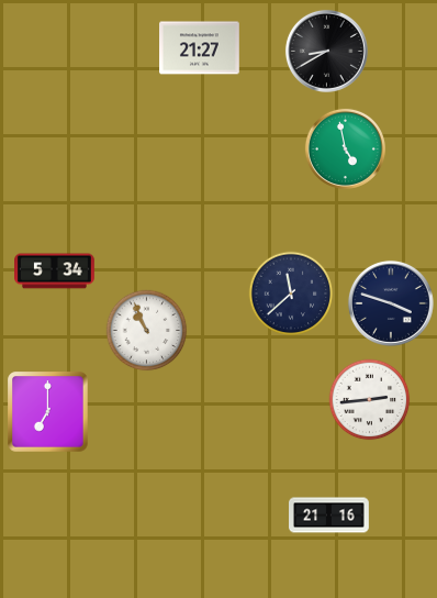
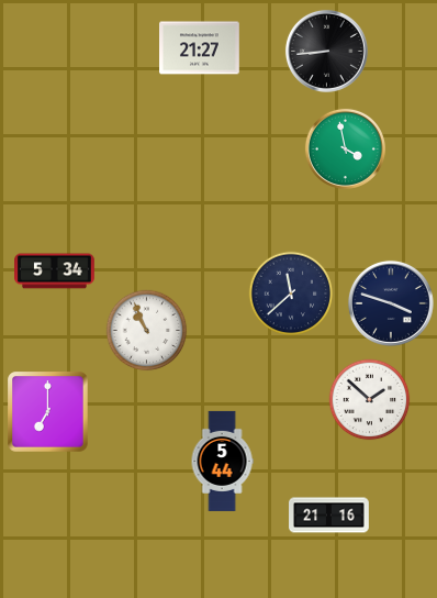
clock at (326, 51): 8:40 -> 8:44
clock at (345, 148): 4:58 -> 3:58
clock at (370, 400): 2:44 -> 1:52
clock at (222, 461): none -> 5:44
